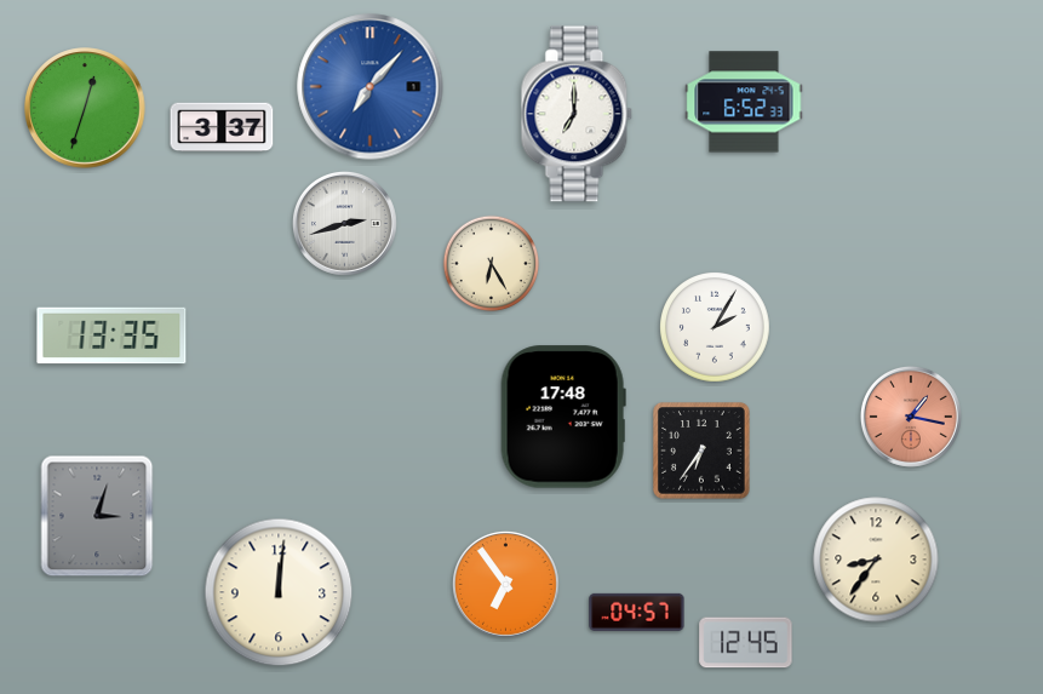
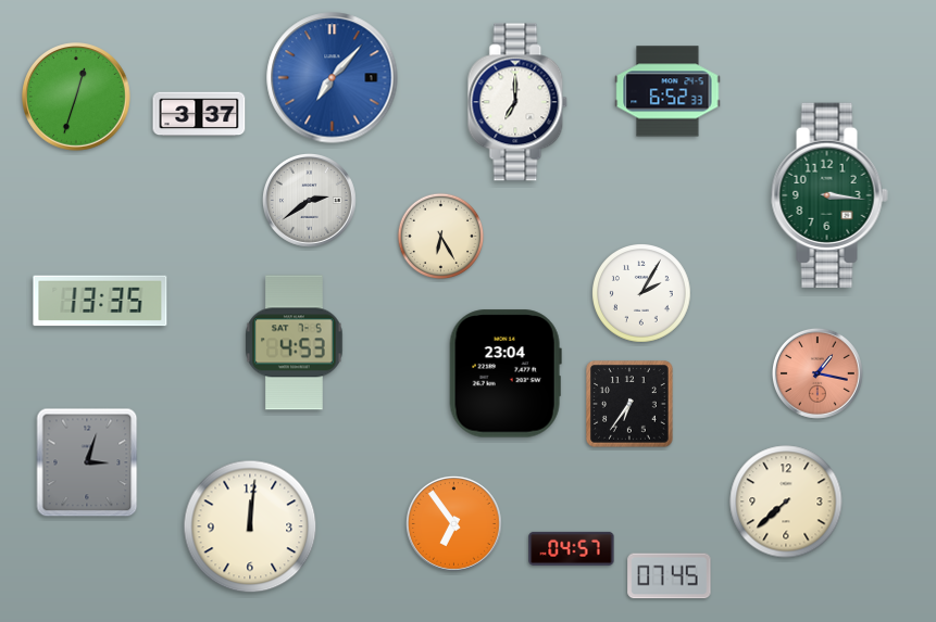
clock at (829, 194): none -> 3:16
clock at (344, 223): 2:42 -> 2:39
clock at (295, 343): none -> 4:53
clock at (563, 417): 17:48 -> 23:04
clock at (876, 560): 8:36 -> 7:38
clock at (279, 592) position: (279, 592) -> (250, 526)
clock at (746, 643): 12:45 -> 07:45
